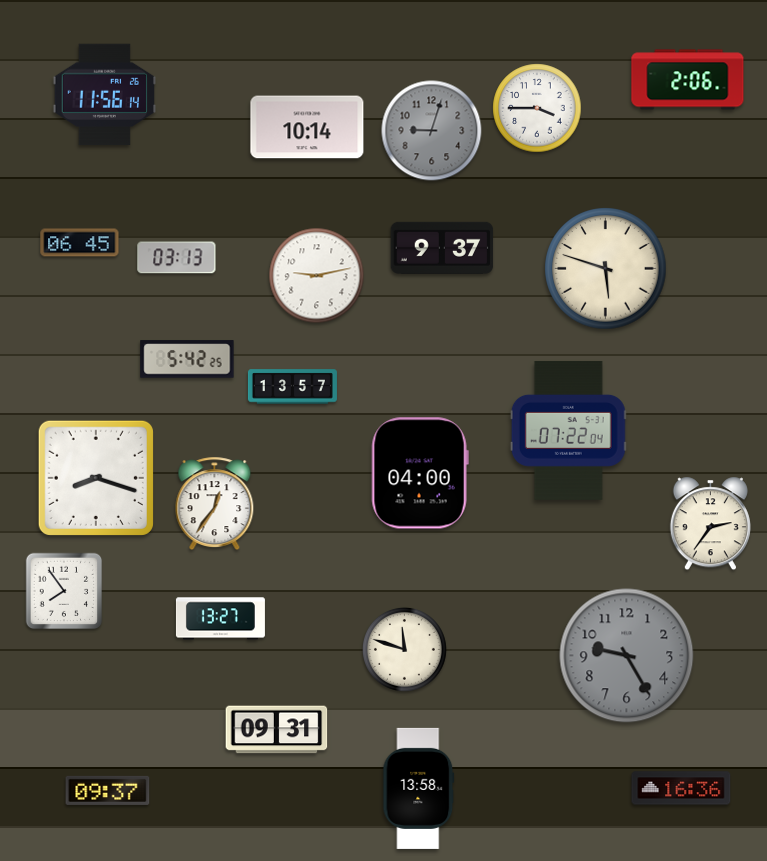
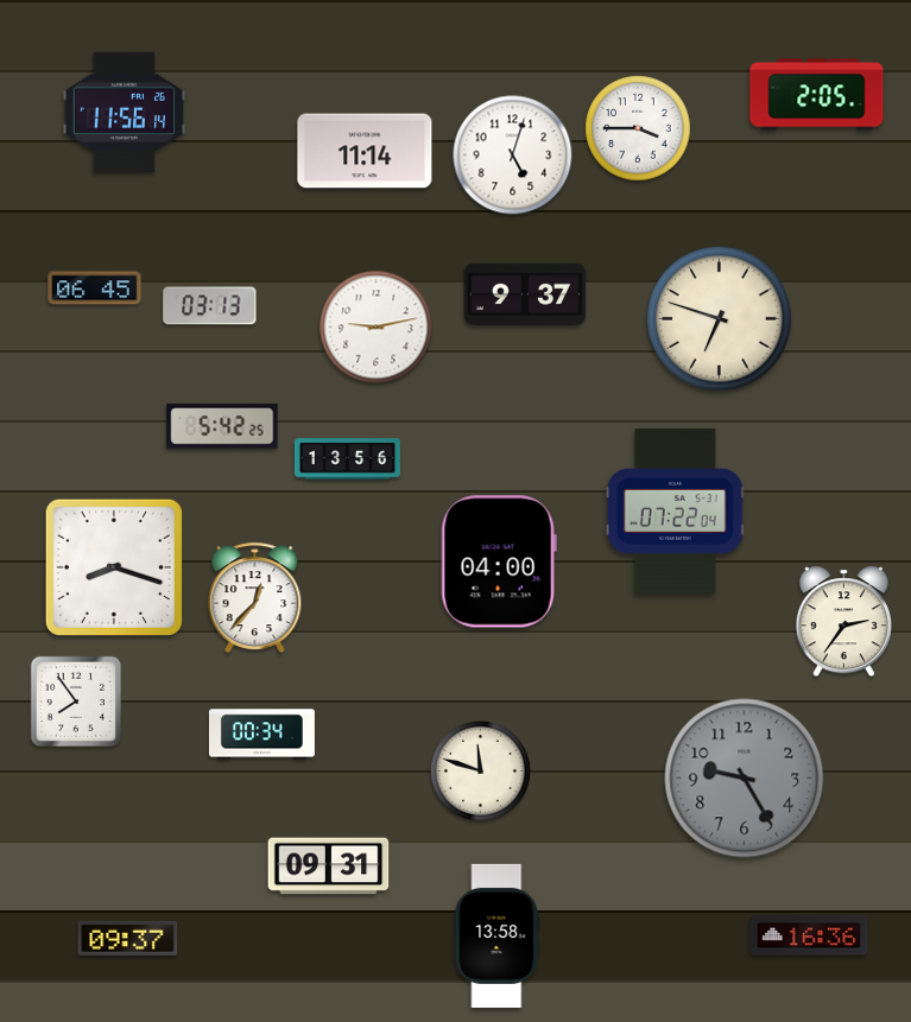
clock at (688, 80): 2:06 -> 2:05
clock at (307, 127): 10:14 -> 11:14
clock at (432, 131): 9:03 -> 5:03
clock at (432, 131) dial: grey -> white
clock at (606, 269): 5:48 -> 6:48
clock at (292, 387): 13:57 -> 13:56
clock at (215, 504): 12:36 -> 12:37
clock at (220, 619): 13:27 -> 00:34
